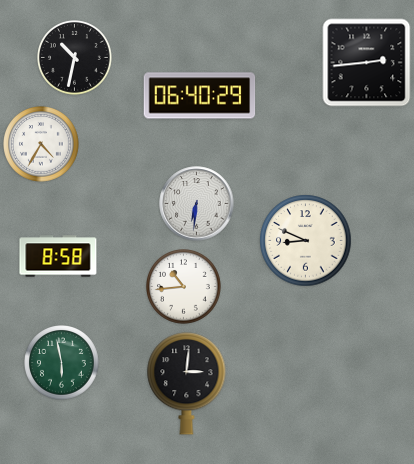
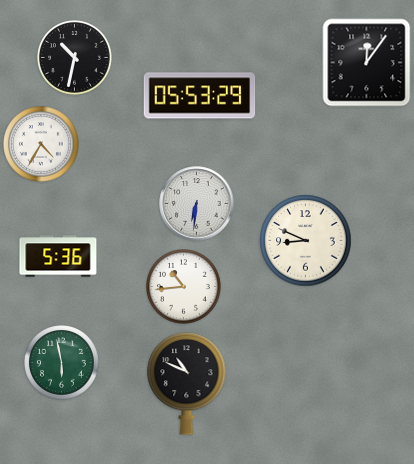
clock at (367, 63): 2:44 -> 12:06
clock at (200, 96): 06:40 -> 05:53
clock at (58, 256): 8:58 -> 5:36
clock at (187, 384): 3:01 -> 10:49
